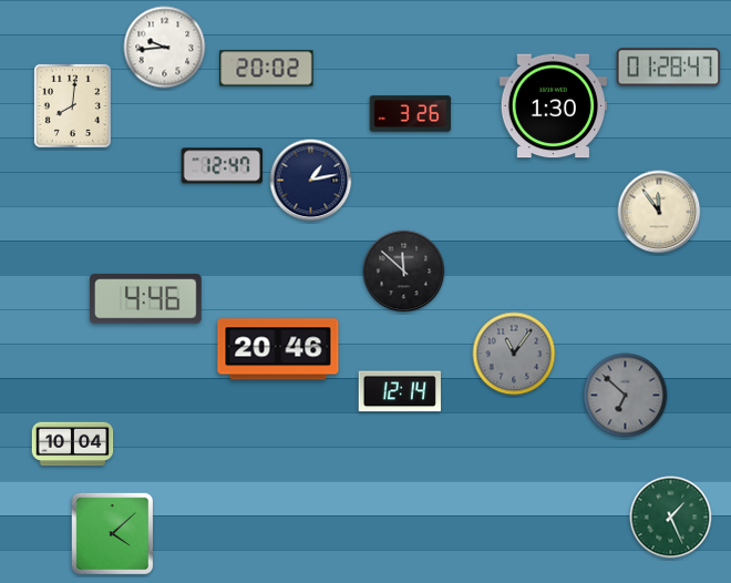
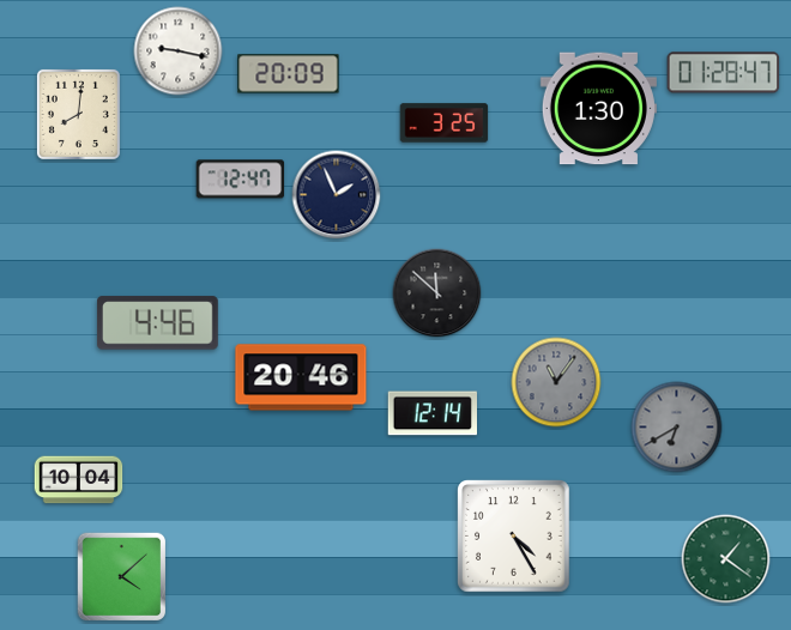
clock at (165, 48): 9:44 -> 9:17
clock at (267, 69): 20:02 -> 20:09
clock at (553, 106) position: (553, 106) -> (598, 109)
clock at (411, 114): 3:26 -> 3:25
clock at (311, 181): 1:13 -> 1:56
clock at (659, 212): 11:54 -> none
clock at (399, 391) position: (399, 391) -> (431, 413)
clock at (626, 396): 6:52 -> 6:40
clock at (514, 537): none -> 4:25
clock at (671, 518): 1:26 -> 1:21
